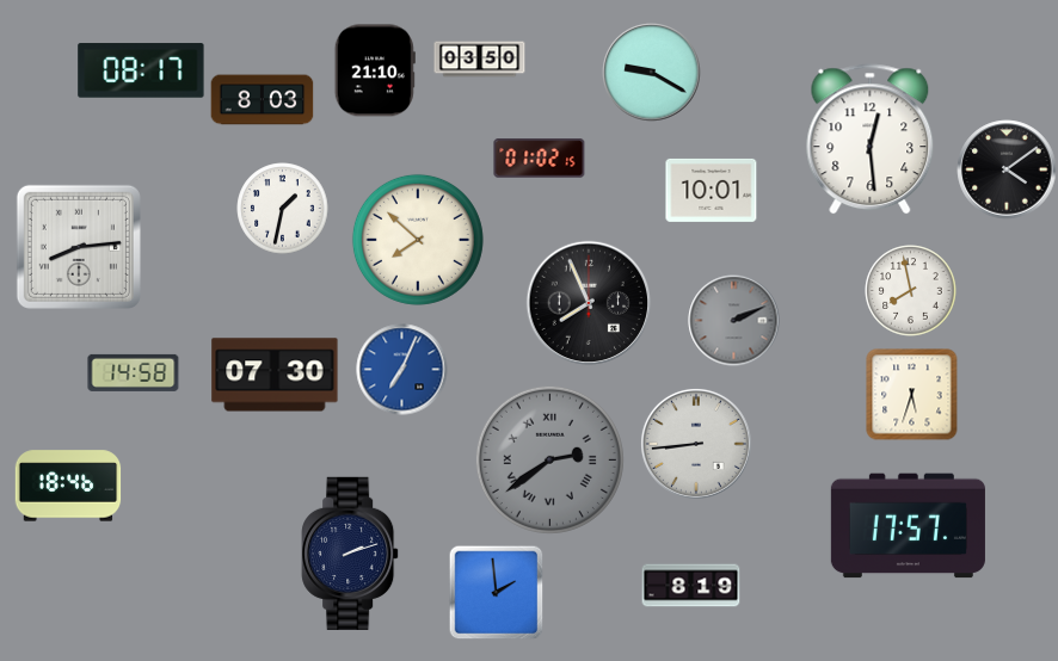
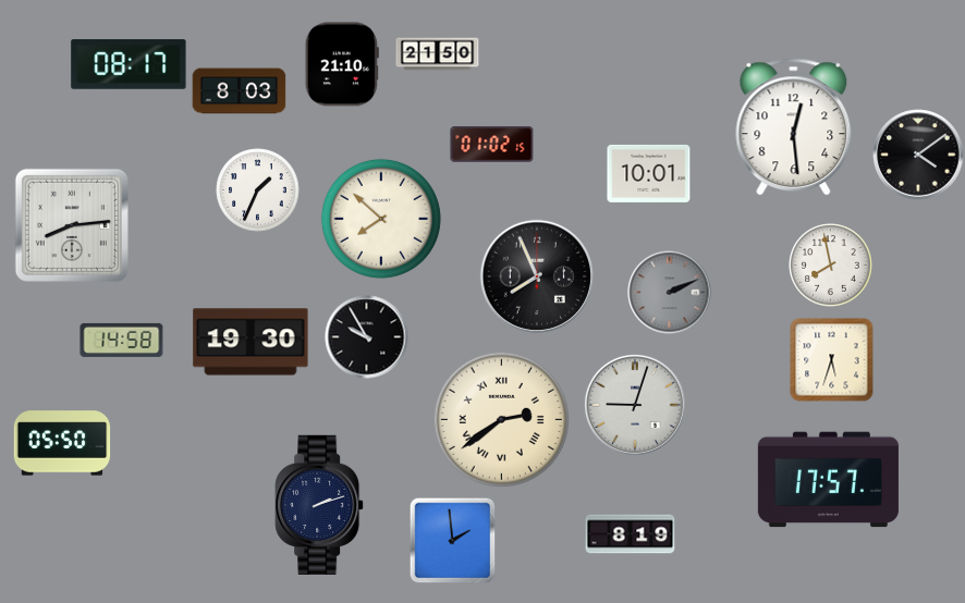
clock at (480, 60): 03:50 -> 21:50
clock at (652, 73): 9:20 -> none
clock at (283, 209): 1:32 -> 1:34
clock at (402, 370): 7:04 -> 9:55
clock at (402, 370) dial: blue -> black
clock at (275, 375): 07:30 -> 19:30
clock at (696, 444): 8:44 -> 9:03
clock at (549, 459) dial: grey -> cream
clock at (68, 486): 18:46 -> 05:50
